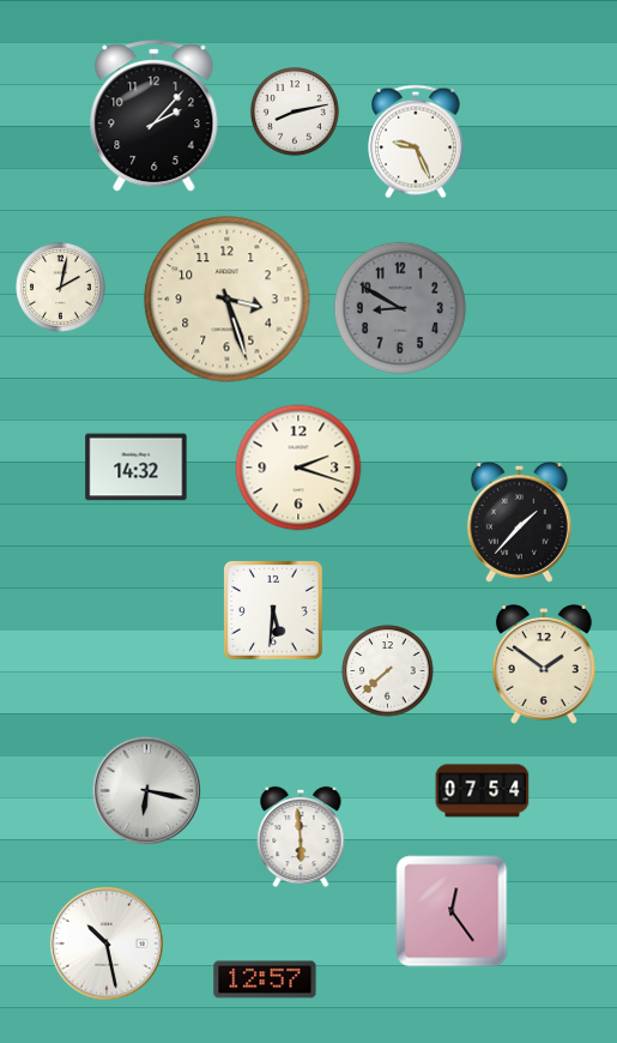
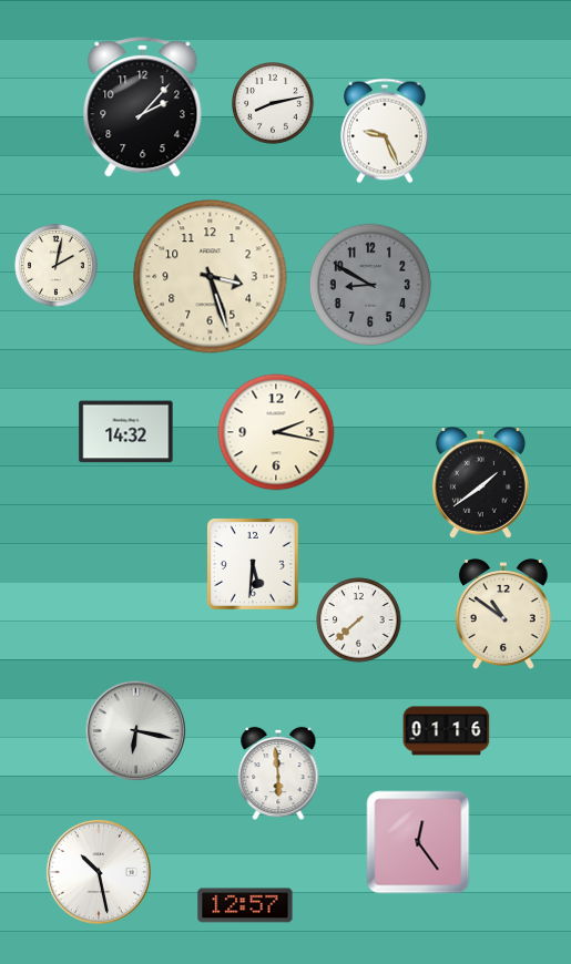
clock at (298, 468): 2:18 -> 2:17
clock at (519, 521): 1:37 -> 1:39
clock at (544, 664): 1:51 -> 10:51
clock at (483, 791): 07:54 -> 01:16
